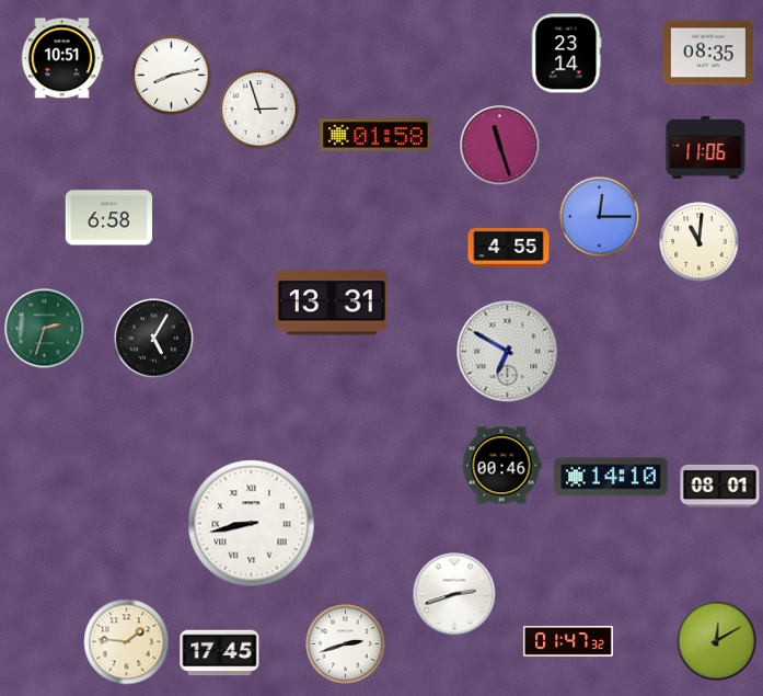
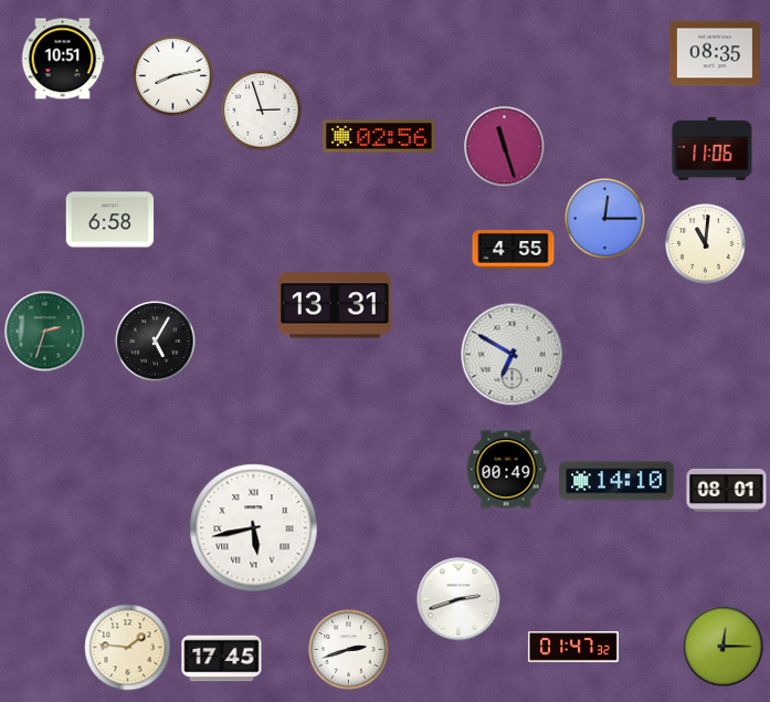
clock at (567, 54): 23:14 -> none
clock at (375, 135): 01:58 -> 02:56
clock at (501, 466): 00:46 -> 00:49
clock at (252, 524): 8:43 -> 5:43
clock at (717, 641): 12:10 -> 12:15
